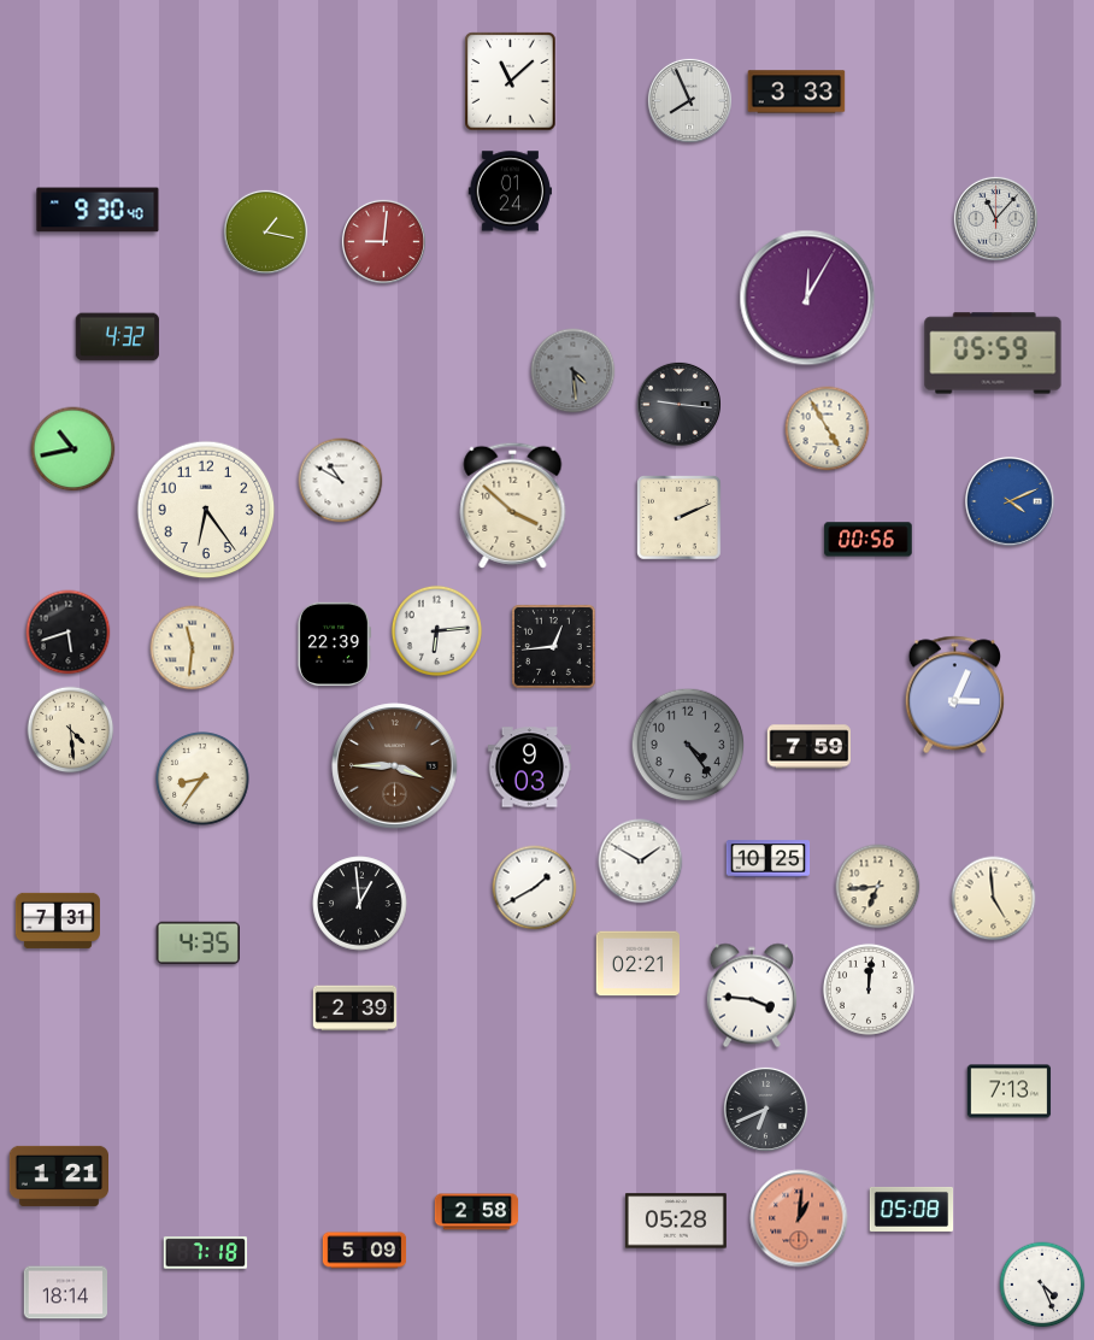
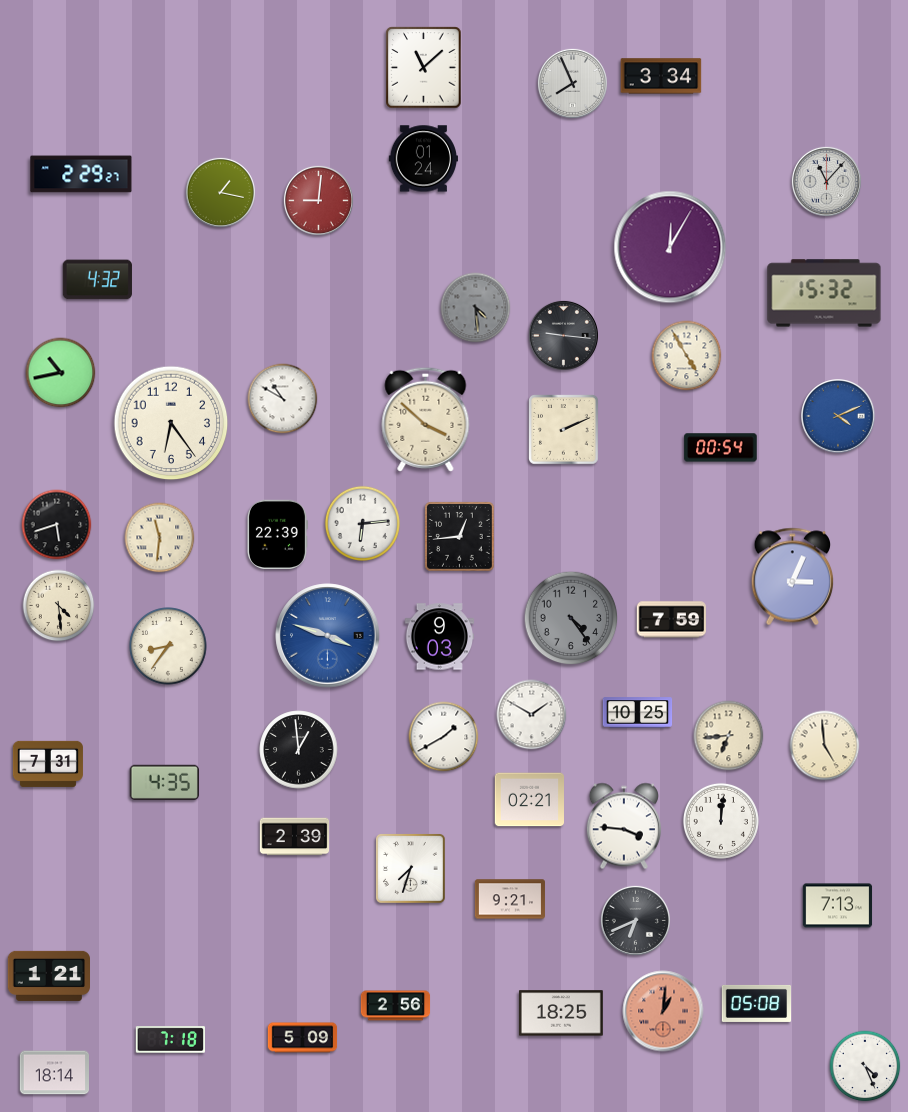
clock at (796, 92): 3:33 -> 3:34
clock at (98, 210): 9:30 -> 2:29
clock at (993, 353): 05:59 -> 15:32
clock at (869, 540): 00:56 -> 00:54
clock at (395, 766): 3:45 -> 3:48
clock at (395, 766) dial: brown -> blue
clock at (411, 869): none -> 7:33
clock at (510, 899): none -> 9:21
clock at (477, 1212): 2:58 -> 2:56
clock at (676, 1221): 05:28 -> 18:25
